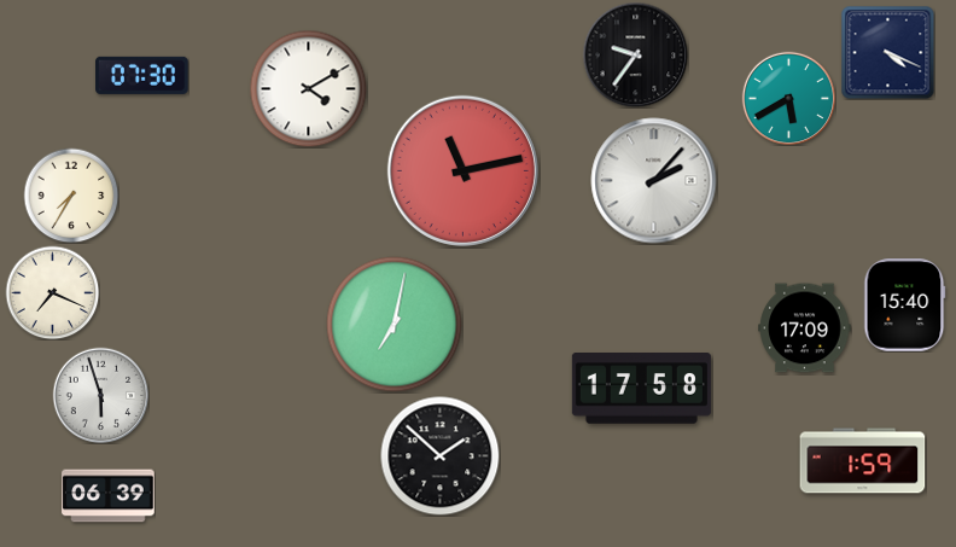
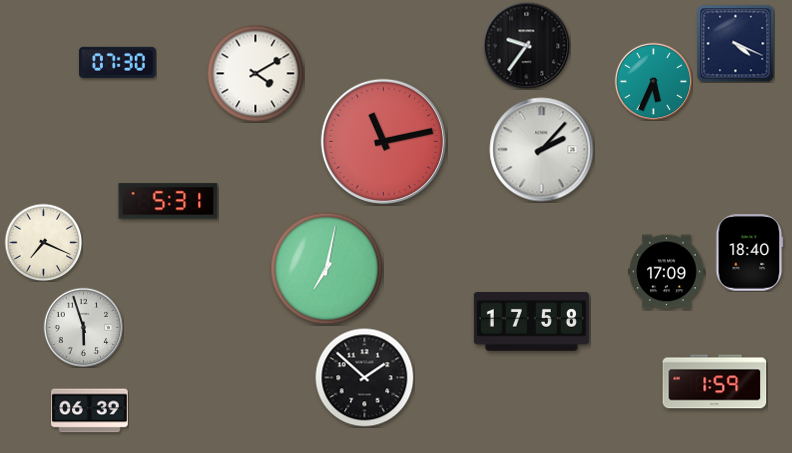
clock at (788, 98): 5:40 -> 5:34
clock at (71, 196): 7:35 -> none
clock at (168, 201): none -> 5:31
clock at (905, 305): 15:40 -> 18:40
